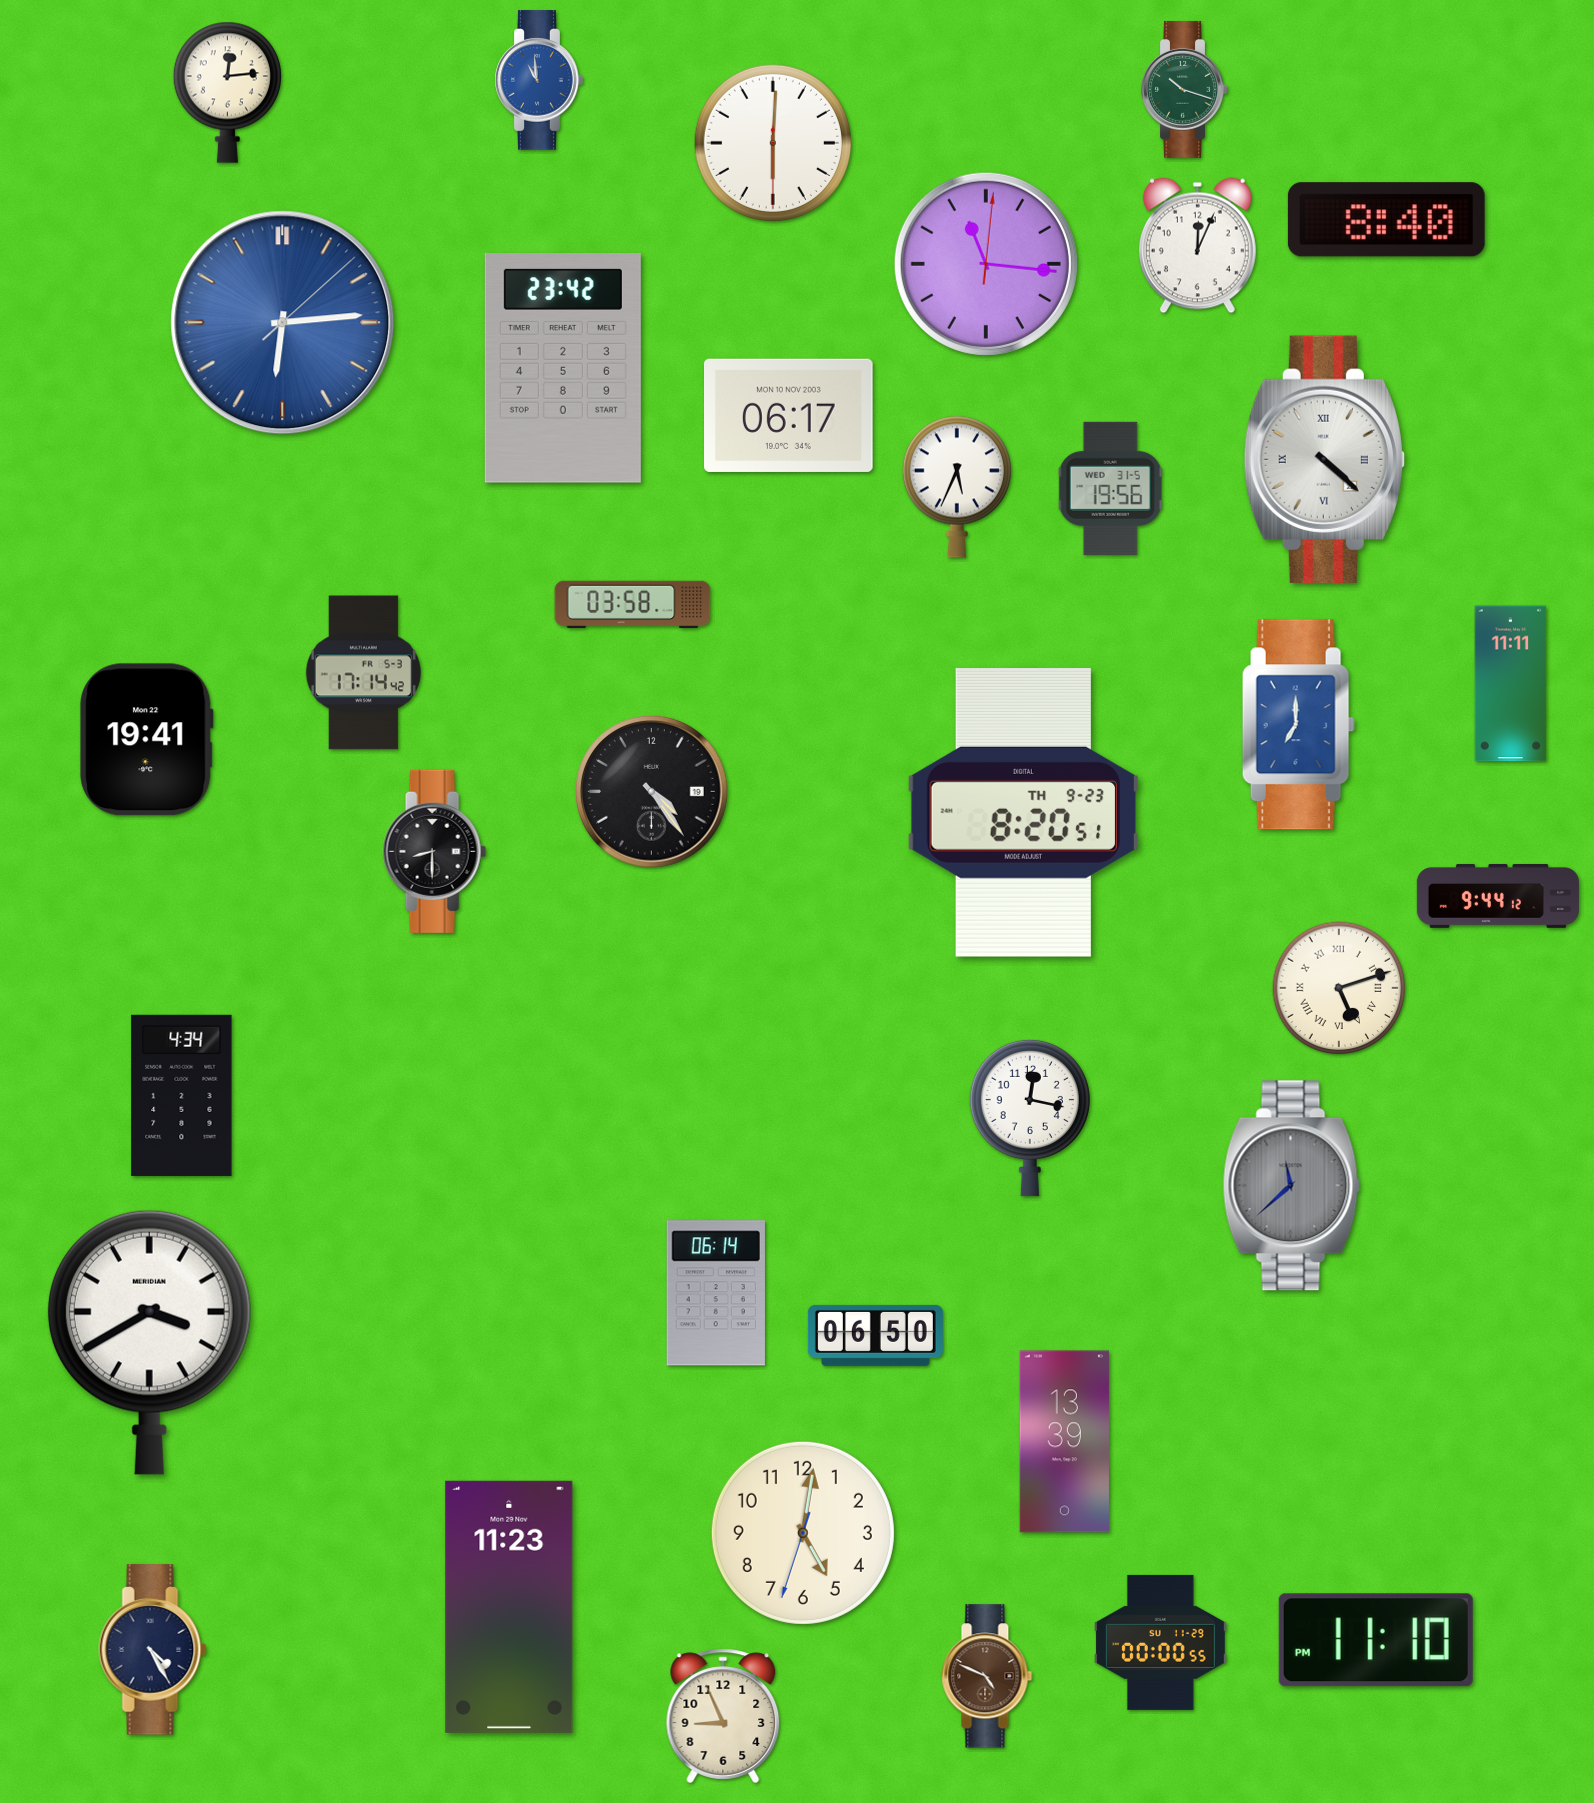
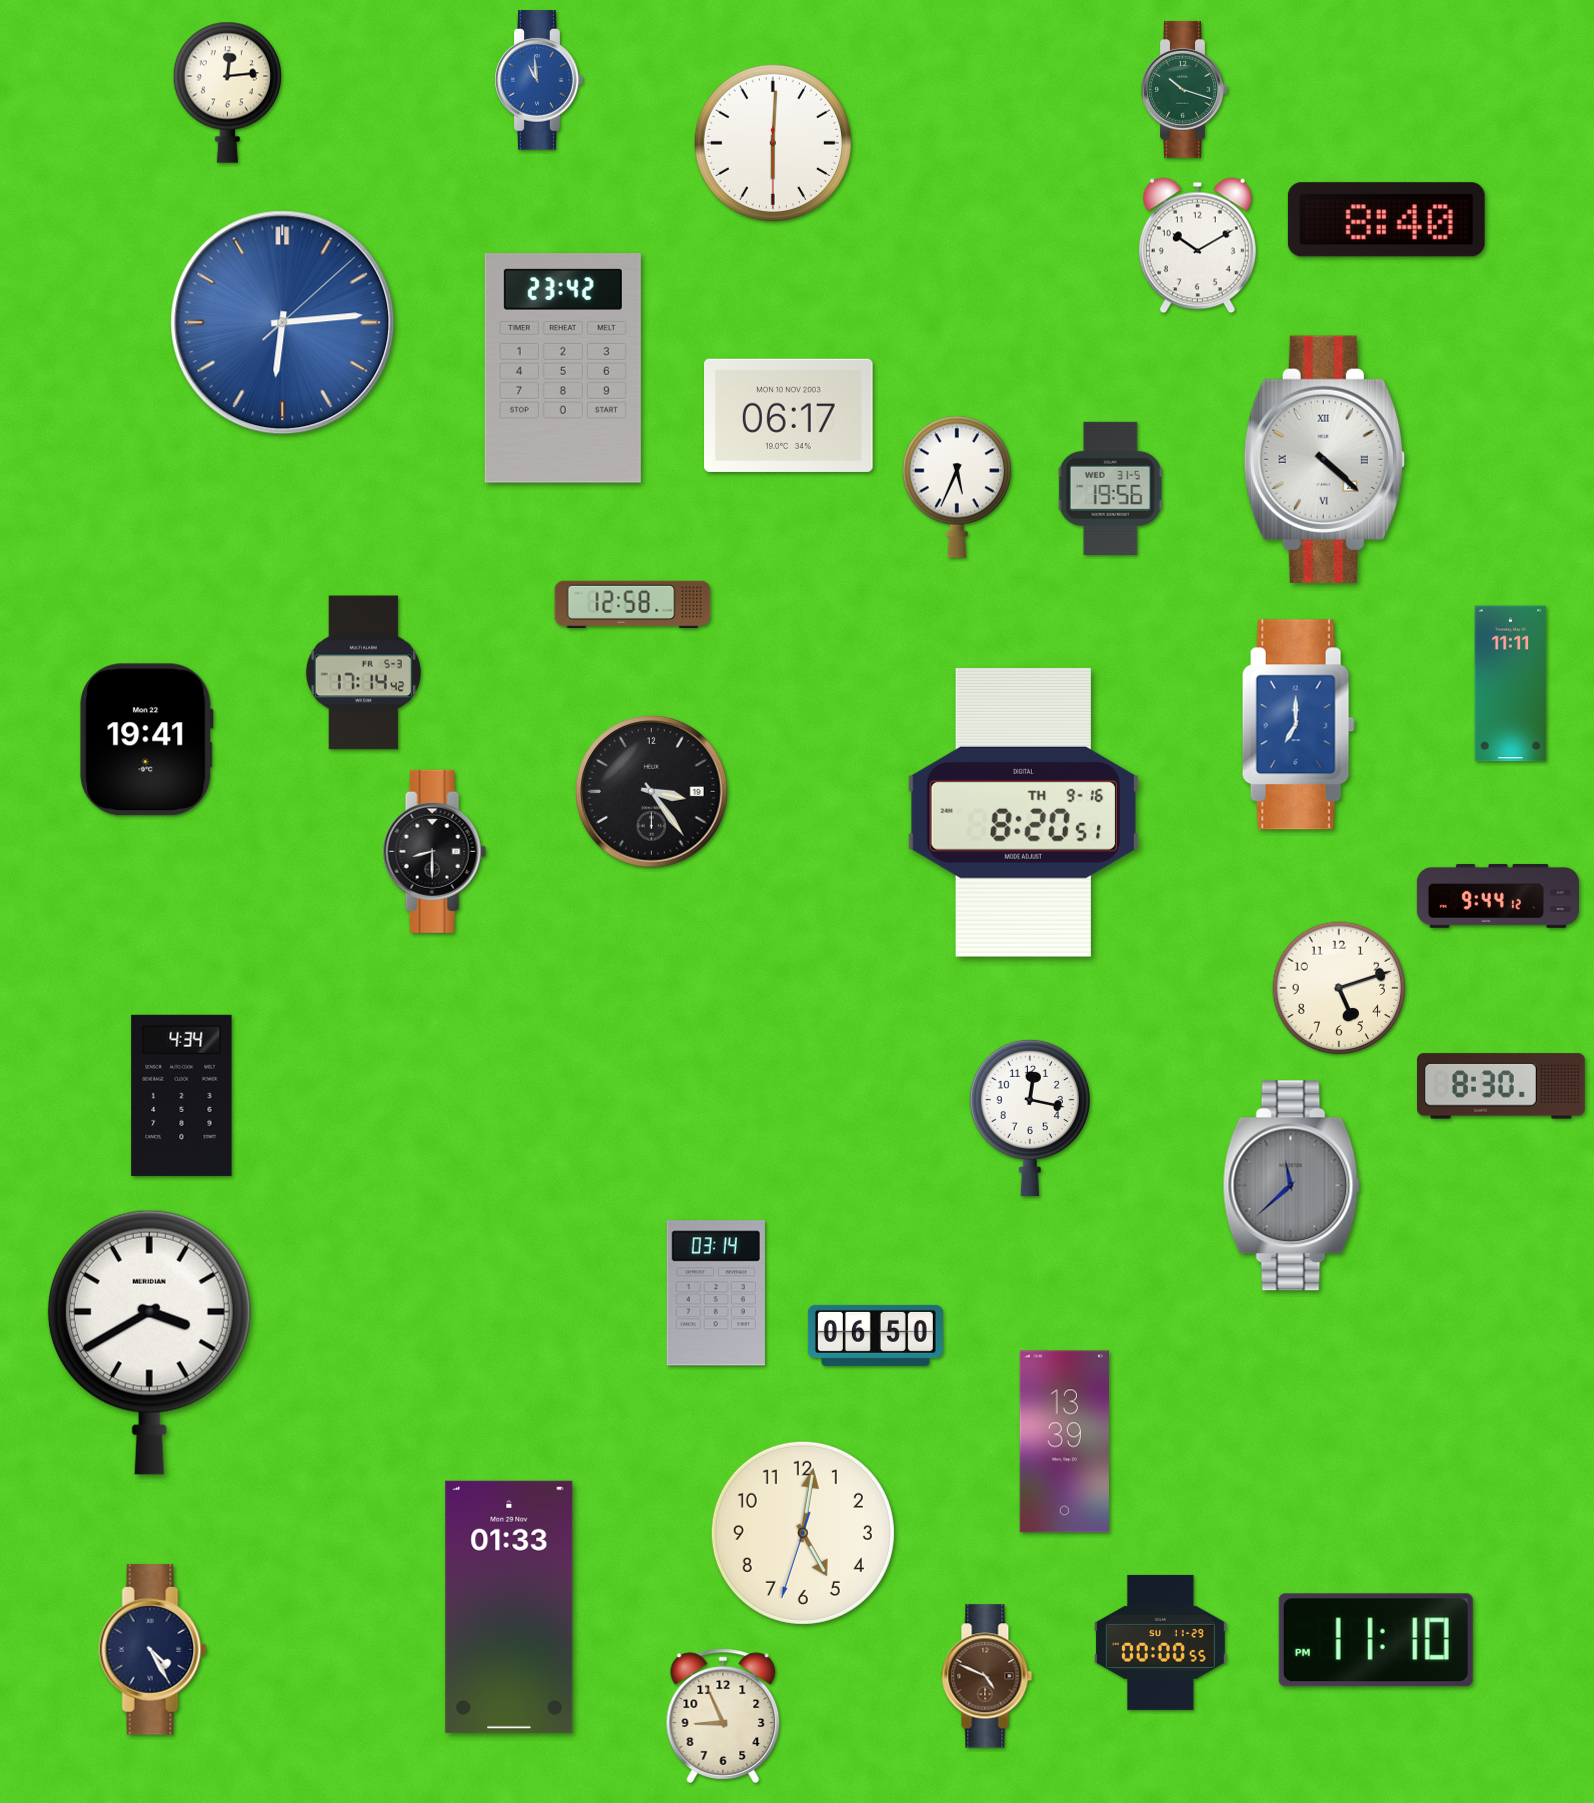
clock at (1197, 246): 12:04 -> 10:10
clock at (986, 264): 11:16 -> none
clock at (633, 604): 03:58 -> 12:58
clock at (652, 792): 4:24 -> 3:24
clock at (1023, 812) date: TH 9-23 -> TH 9-16
clock at (1339, 988) numerals: Roman -> Arabic
clock at (1502, 1086): none -> 8:30
clock at (716, 1293): 06:14 -> 03:14
clock at (509, 1607): 11:23 -> 01:33
